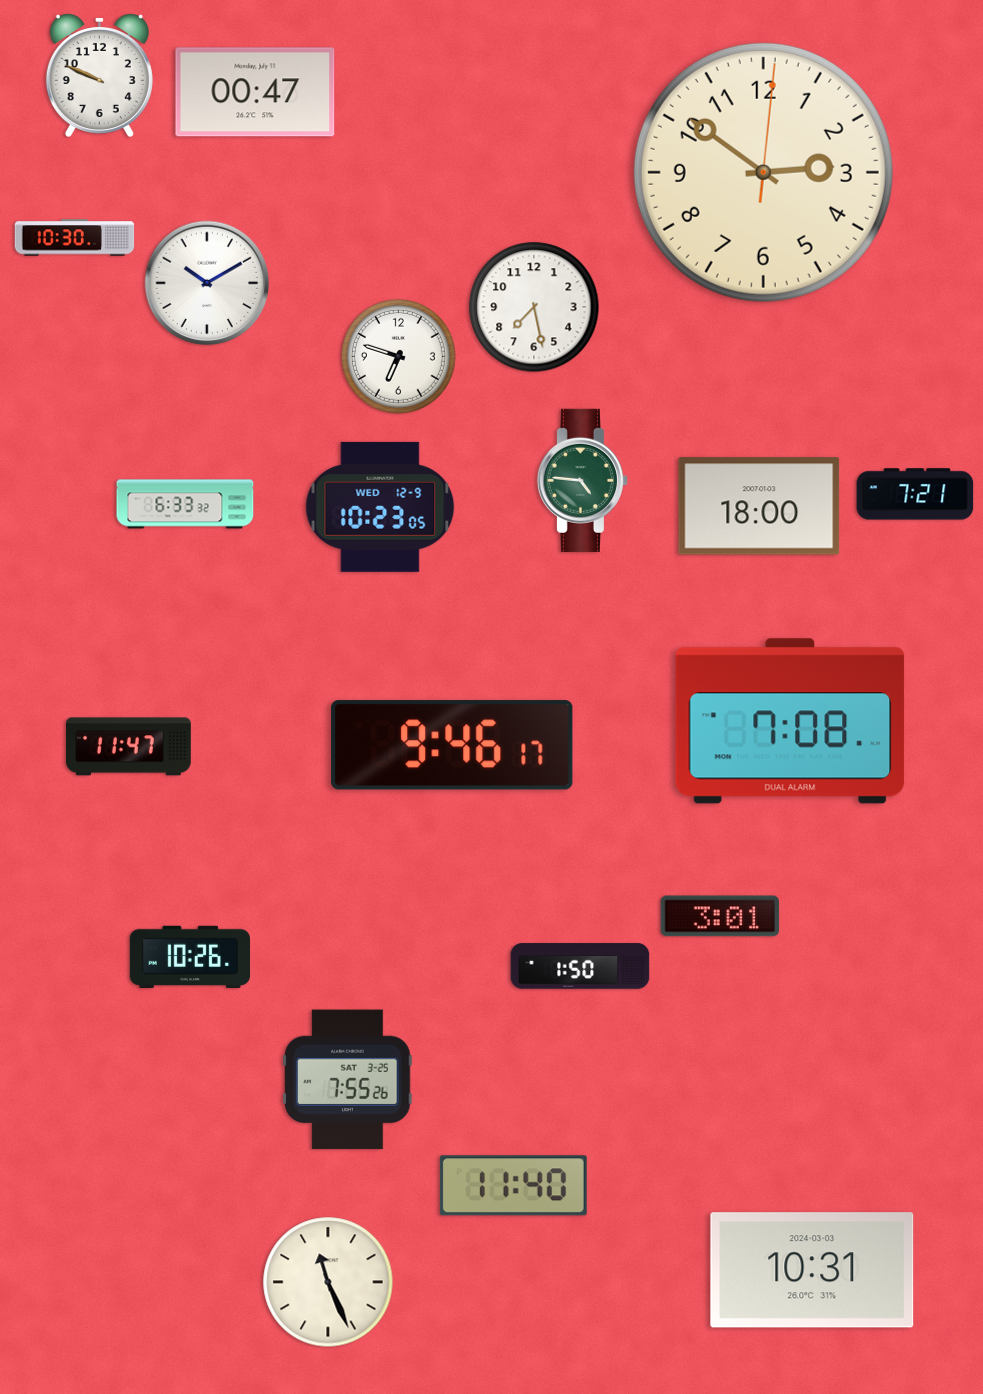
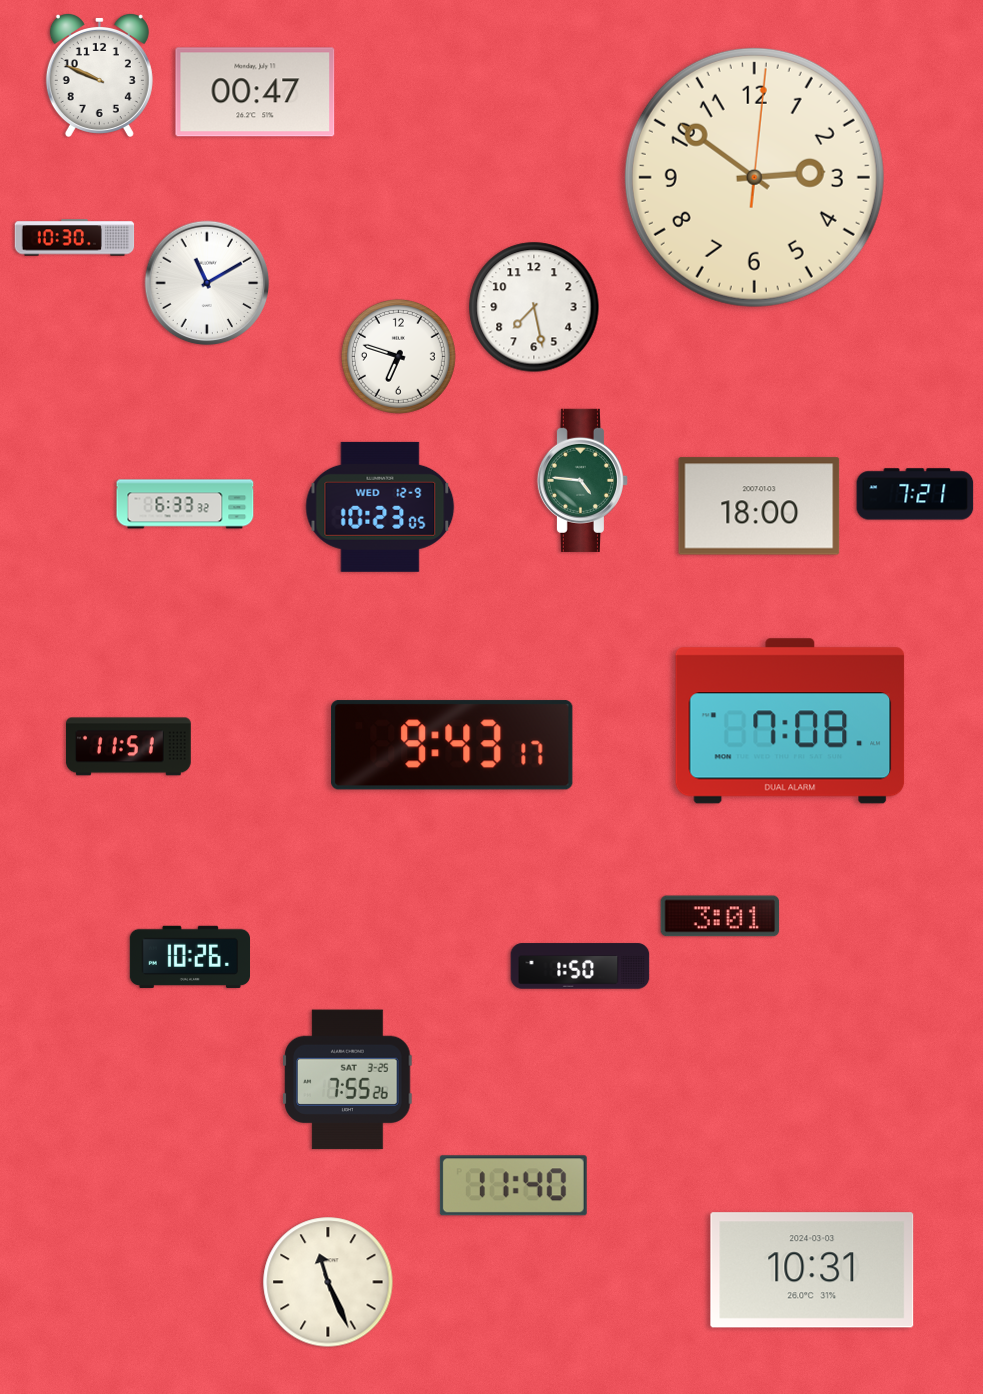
clock at (763, 172) position: (763, 172) -> (754, 177)
clock at (207, 283): 10:10 -> 11:10
clock at (452, 745): 9:46 -> 9:43
clock at (128, 747): 11:47 -> 11:51
